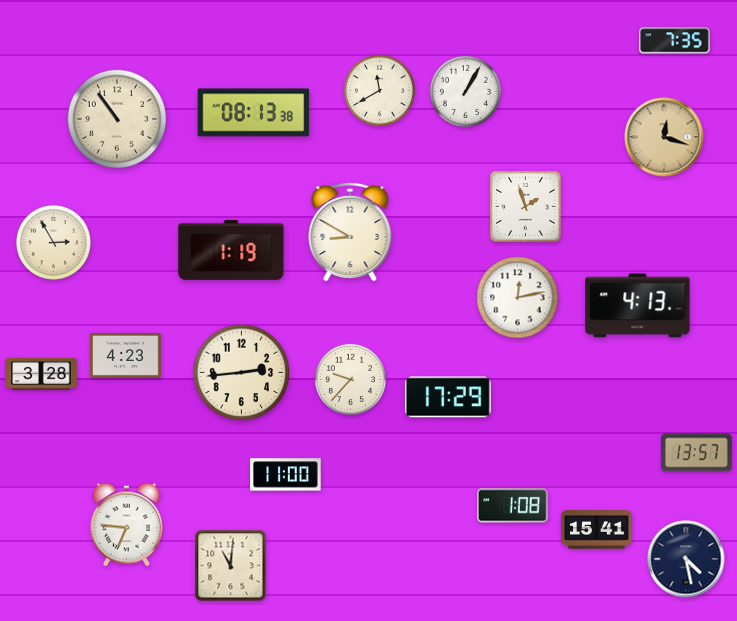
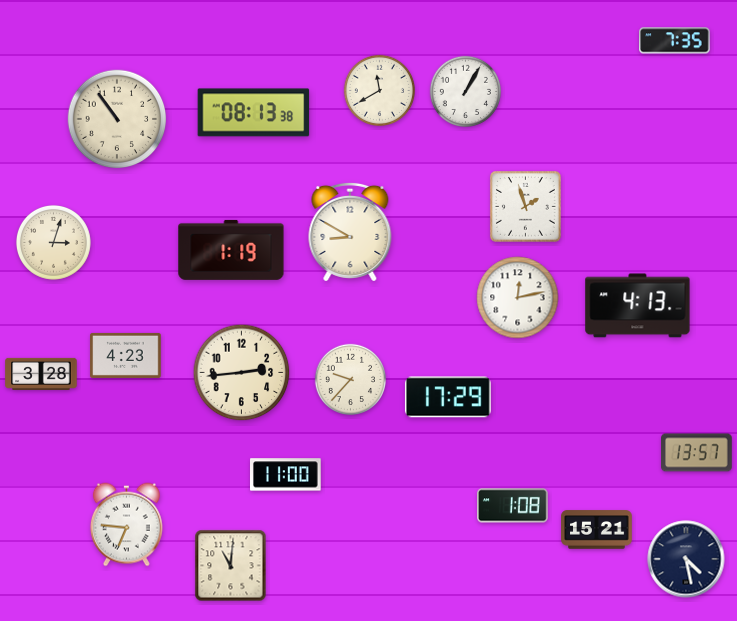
clock at (664, 137): 12:18 -> none
clock at (53, 242): 2:55 -> 3:03
clock at (597, 530): 15:41 -> 15:21
